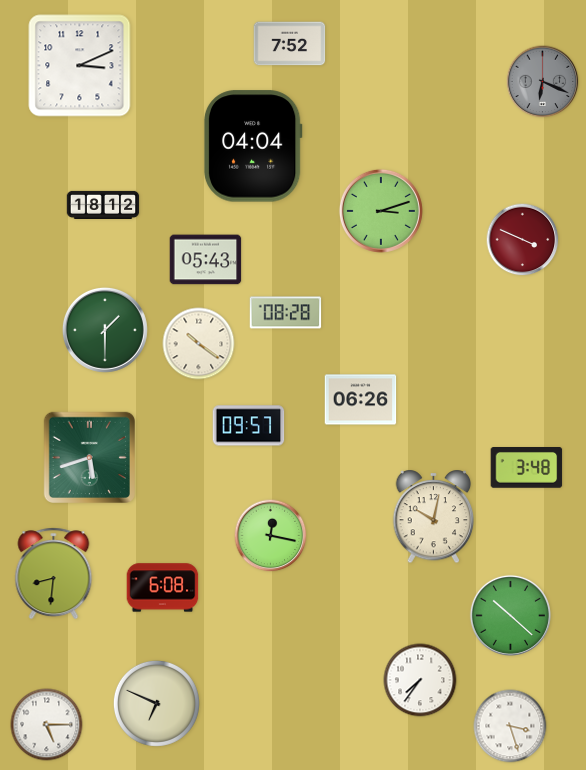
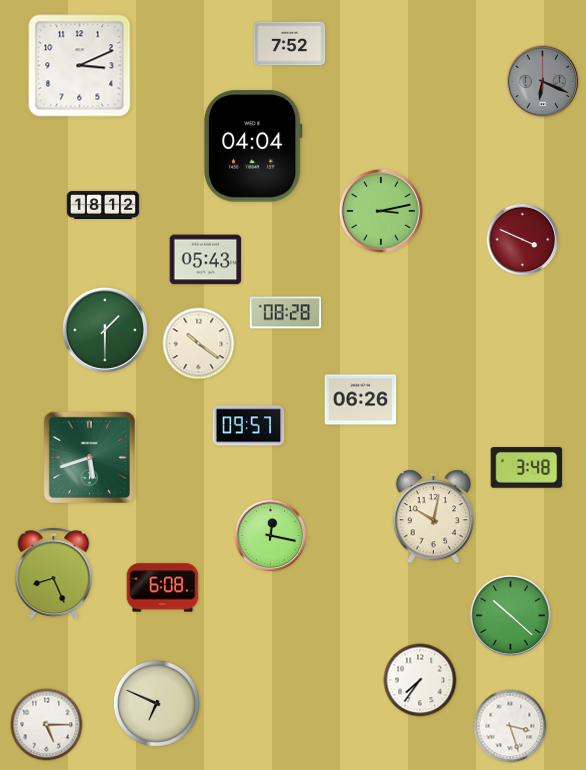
clock at (381, 211): 3:12 -> 3:13
clock at (54, 574): 8:31 -> 8:26
